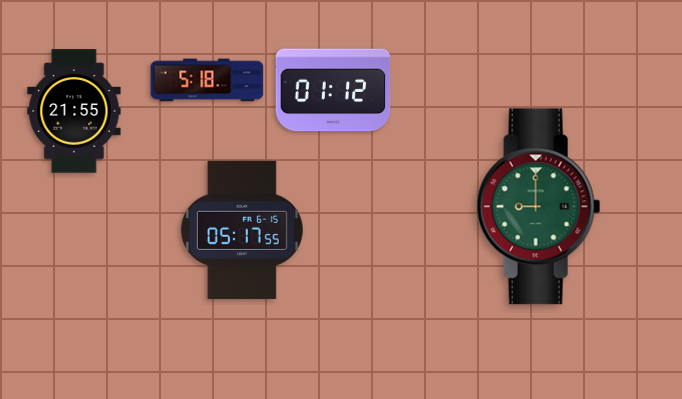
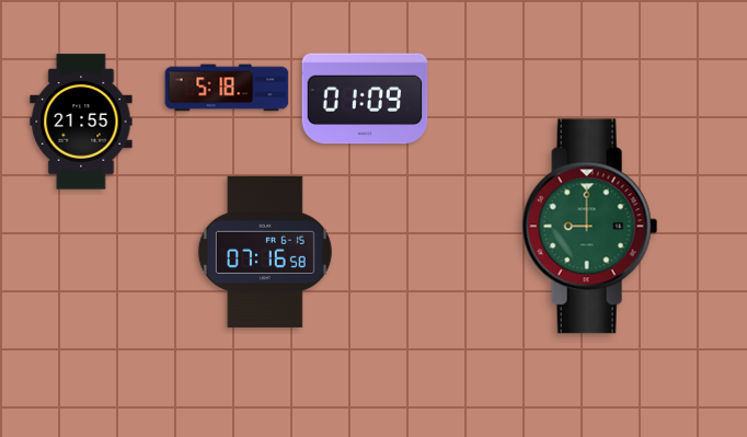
clock at (333, 90): 01:12 -> 01:09
clock at (242, 230): 05:17 -> 07:16
